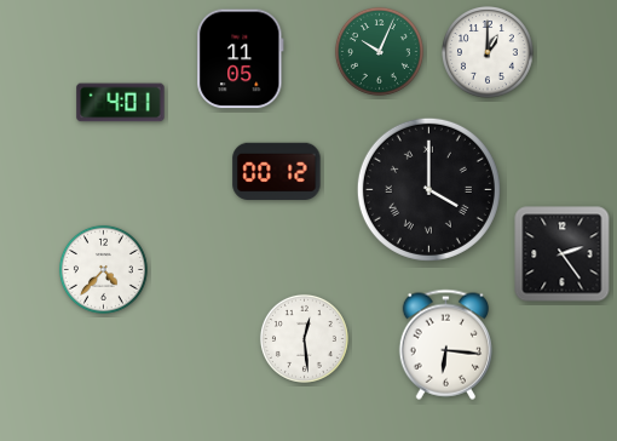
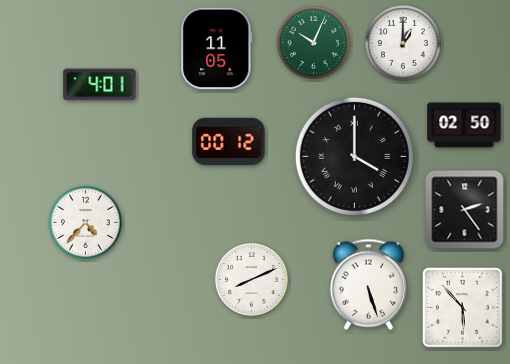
clock at (241, 59) position: (241, 59) -> (217, 49)
clock at (464, 125): none -> 02:50
clock at (304, 338): 12:29 -> 8:11
clock at (445, 344): 6:16 -> 5:27
clock at (462, 307): none -> 5:53
